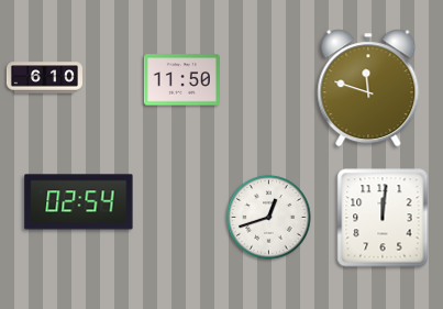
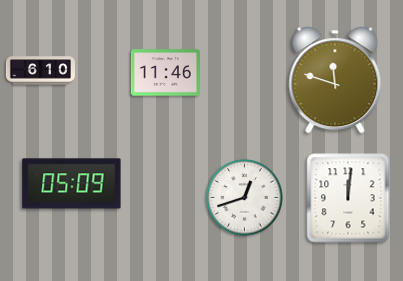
clock at (181, 80): 11:50 -> 11:46
clock at (79, 202): 02:54 -> 05:09
